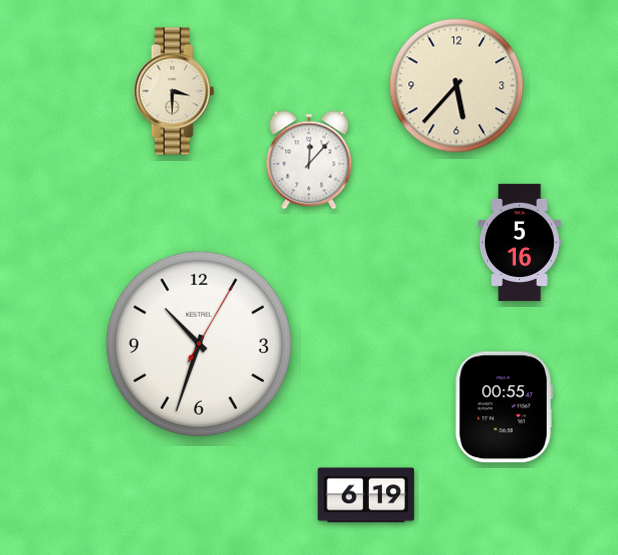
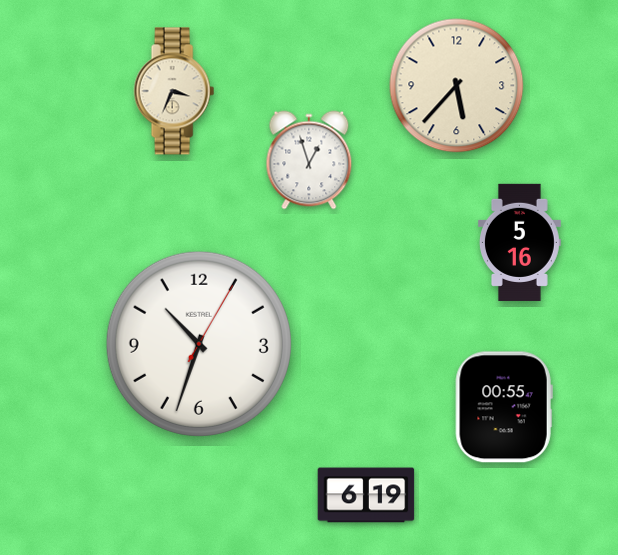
clock at (174, 91): 3:30 -> 3:34
clock at (309, 160): 12:07 -> 12:57
